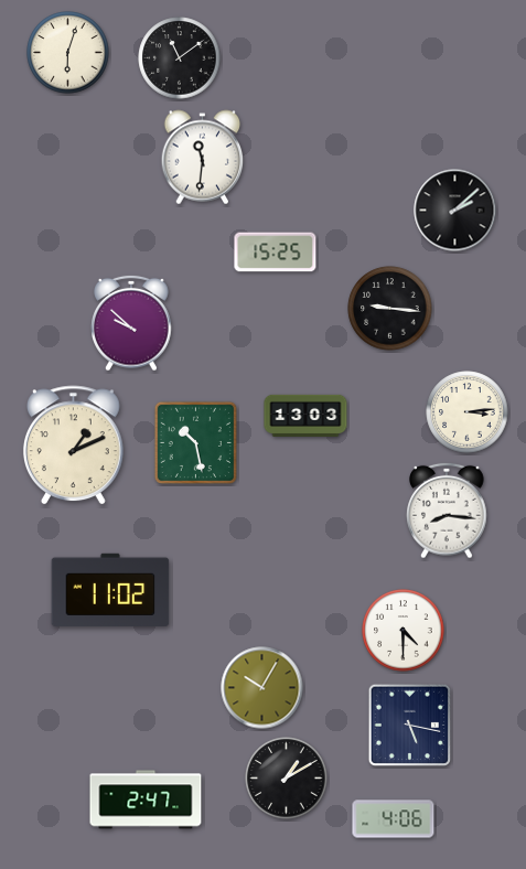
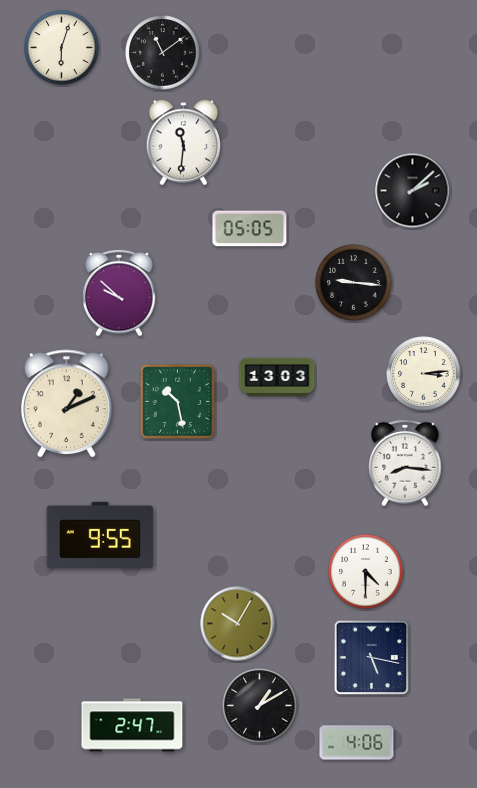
clock at (276, 253): 15:25 -> 05:05
clock at (390, 309) position: (390, 309) -> (354, 283)
clock at (110, 590): 11:02 -> 9:55
